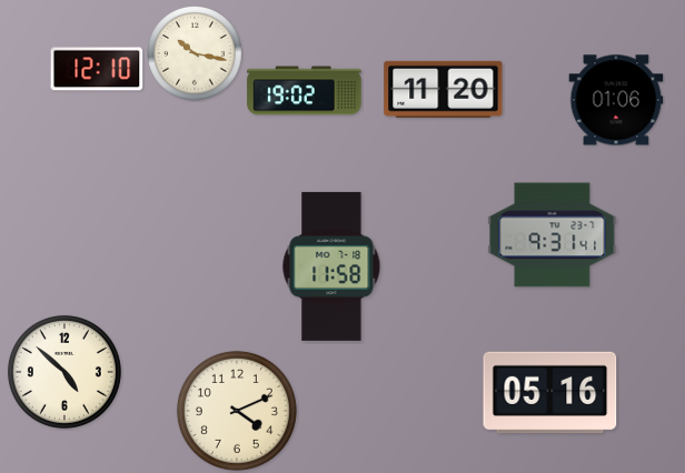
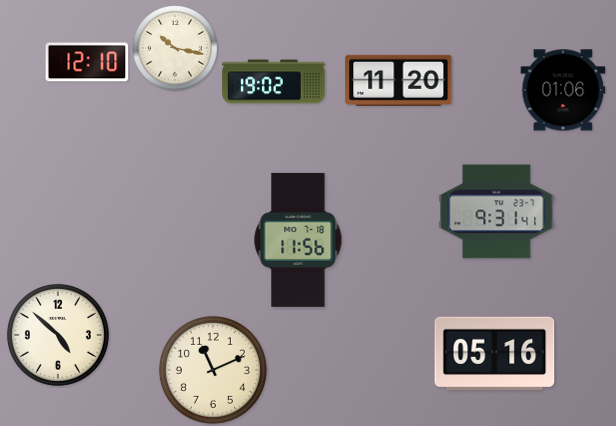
clock at (616, 100) position: (616, 100) -> (563, 90)
clock at (331, 266): 11:58 -> 11:56
clock at (237, 411): 4:11 -> 11:11
